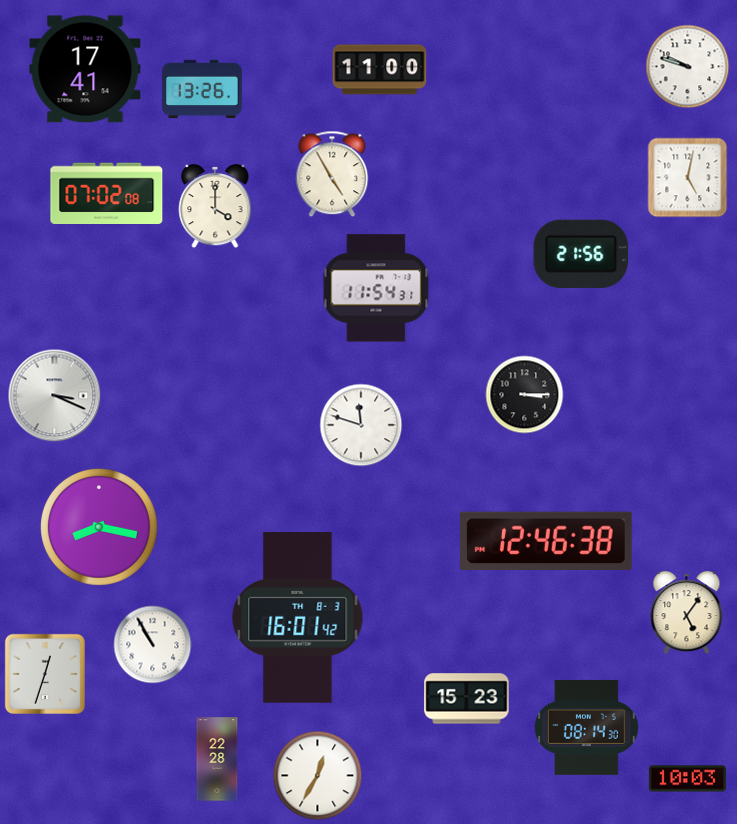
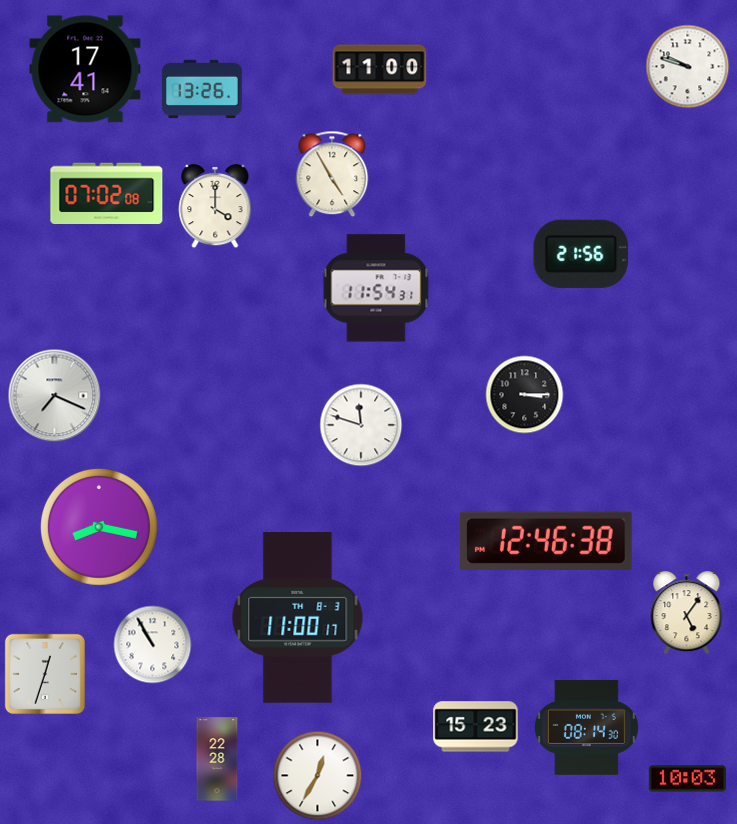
clock at (688, 178): 5:02 -> none
clock at (55, 396): 3:19 -> 7:19
clock at (298, 618): 16:01 -> 11:00
clock at (467, 699) position: (467, 699) -> (476, 727)
